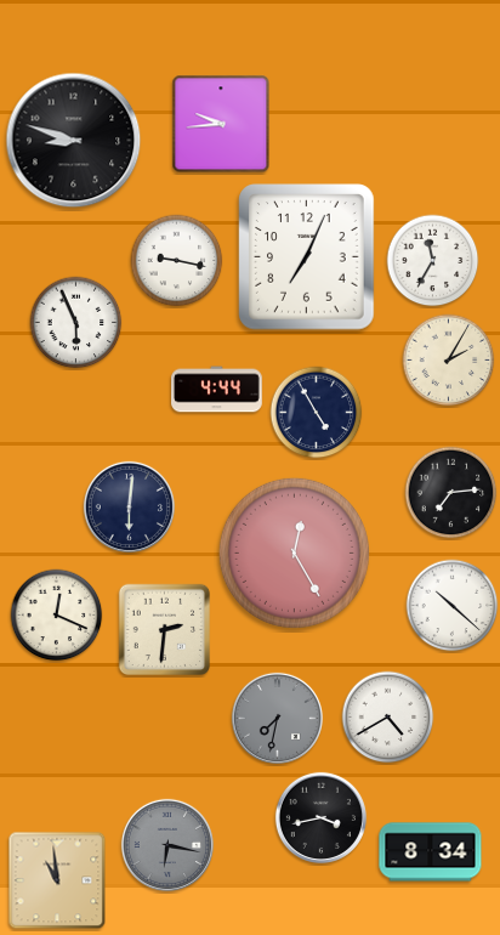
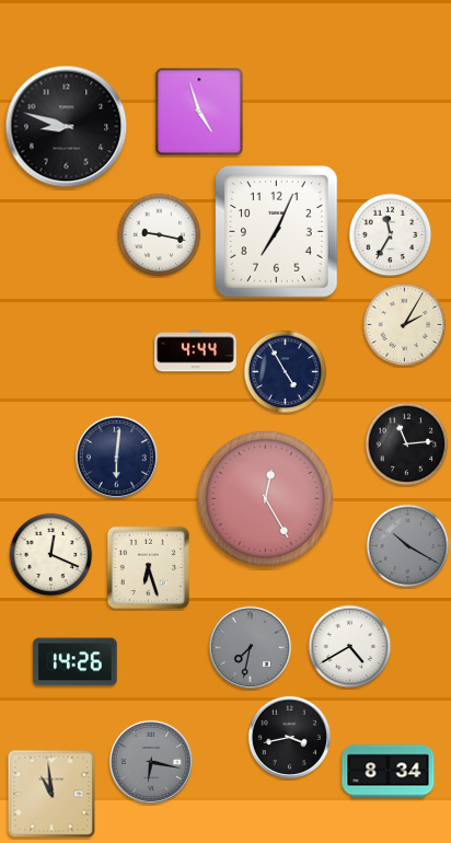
clock at (221, 124): 9:44 -> 4:57
clock at (76, 323): 5:56 -> none
clock at (451, 493): 7:14 -> 11:14
clock at (453, 606): 10:22 -> 10:20
clock at (453, 606) dial: white -> grey
clock at (164, 629): 2:31 -> 6:27
clock at (76, 662): none -> 14:26
clock at (431, 852) position: (431, 852) -> (389, 772)
